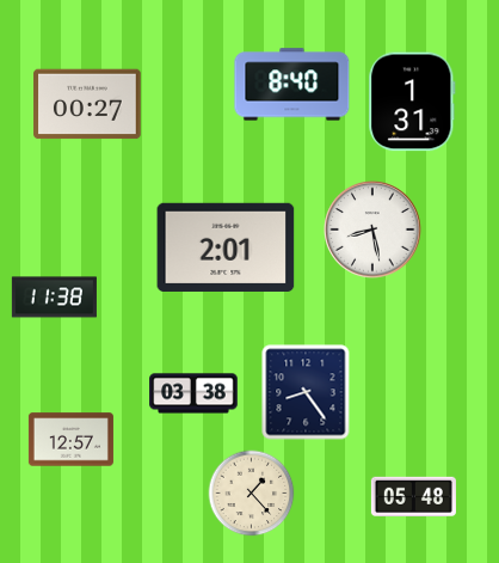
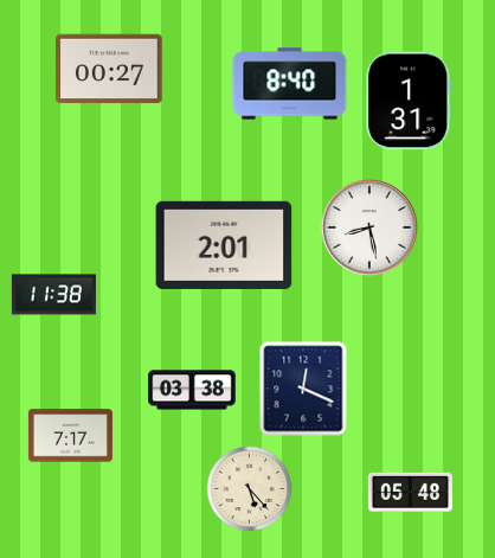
clock at (87, 104) position: (87, 104) -> (109, 69)
clock at (306, 392): 8:24 -> 12:19
clock at (70, 440): 12:57 -> 7:17
clock at (252, 494): 1:23 -> 5:23
